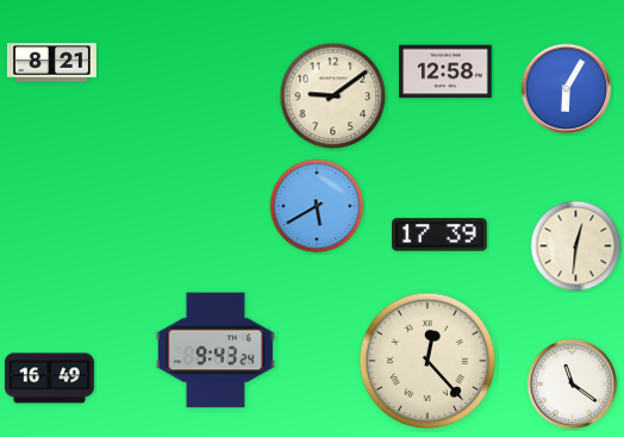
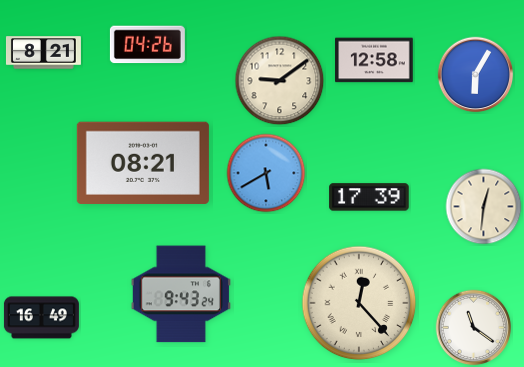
clock at (147, 45): none -> 04:26
clock at (143, 163): none -> 08:21
clock at (573, 385) position: (573, 385) -> (474, 328)
